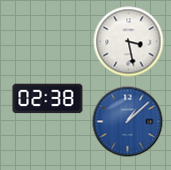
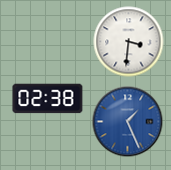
clock at (129, 42): 3:28 -> 3:31
clock at (128, 122): 1:08 -> 1:26
